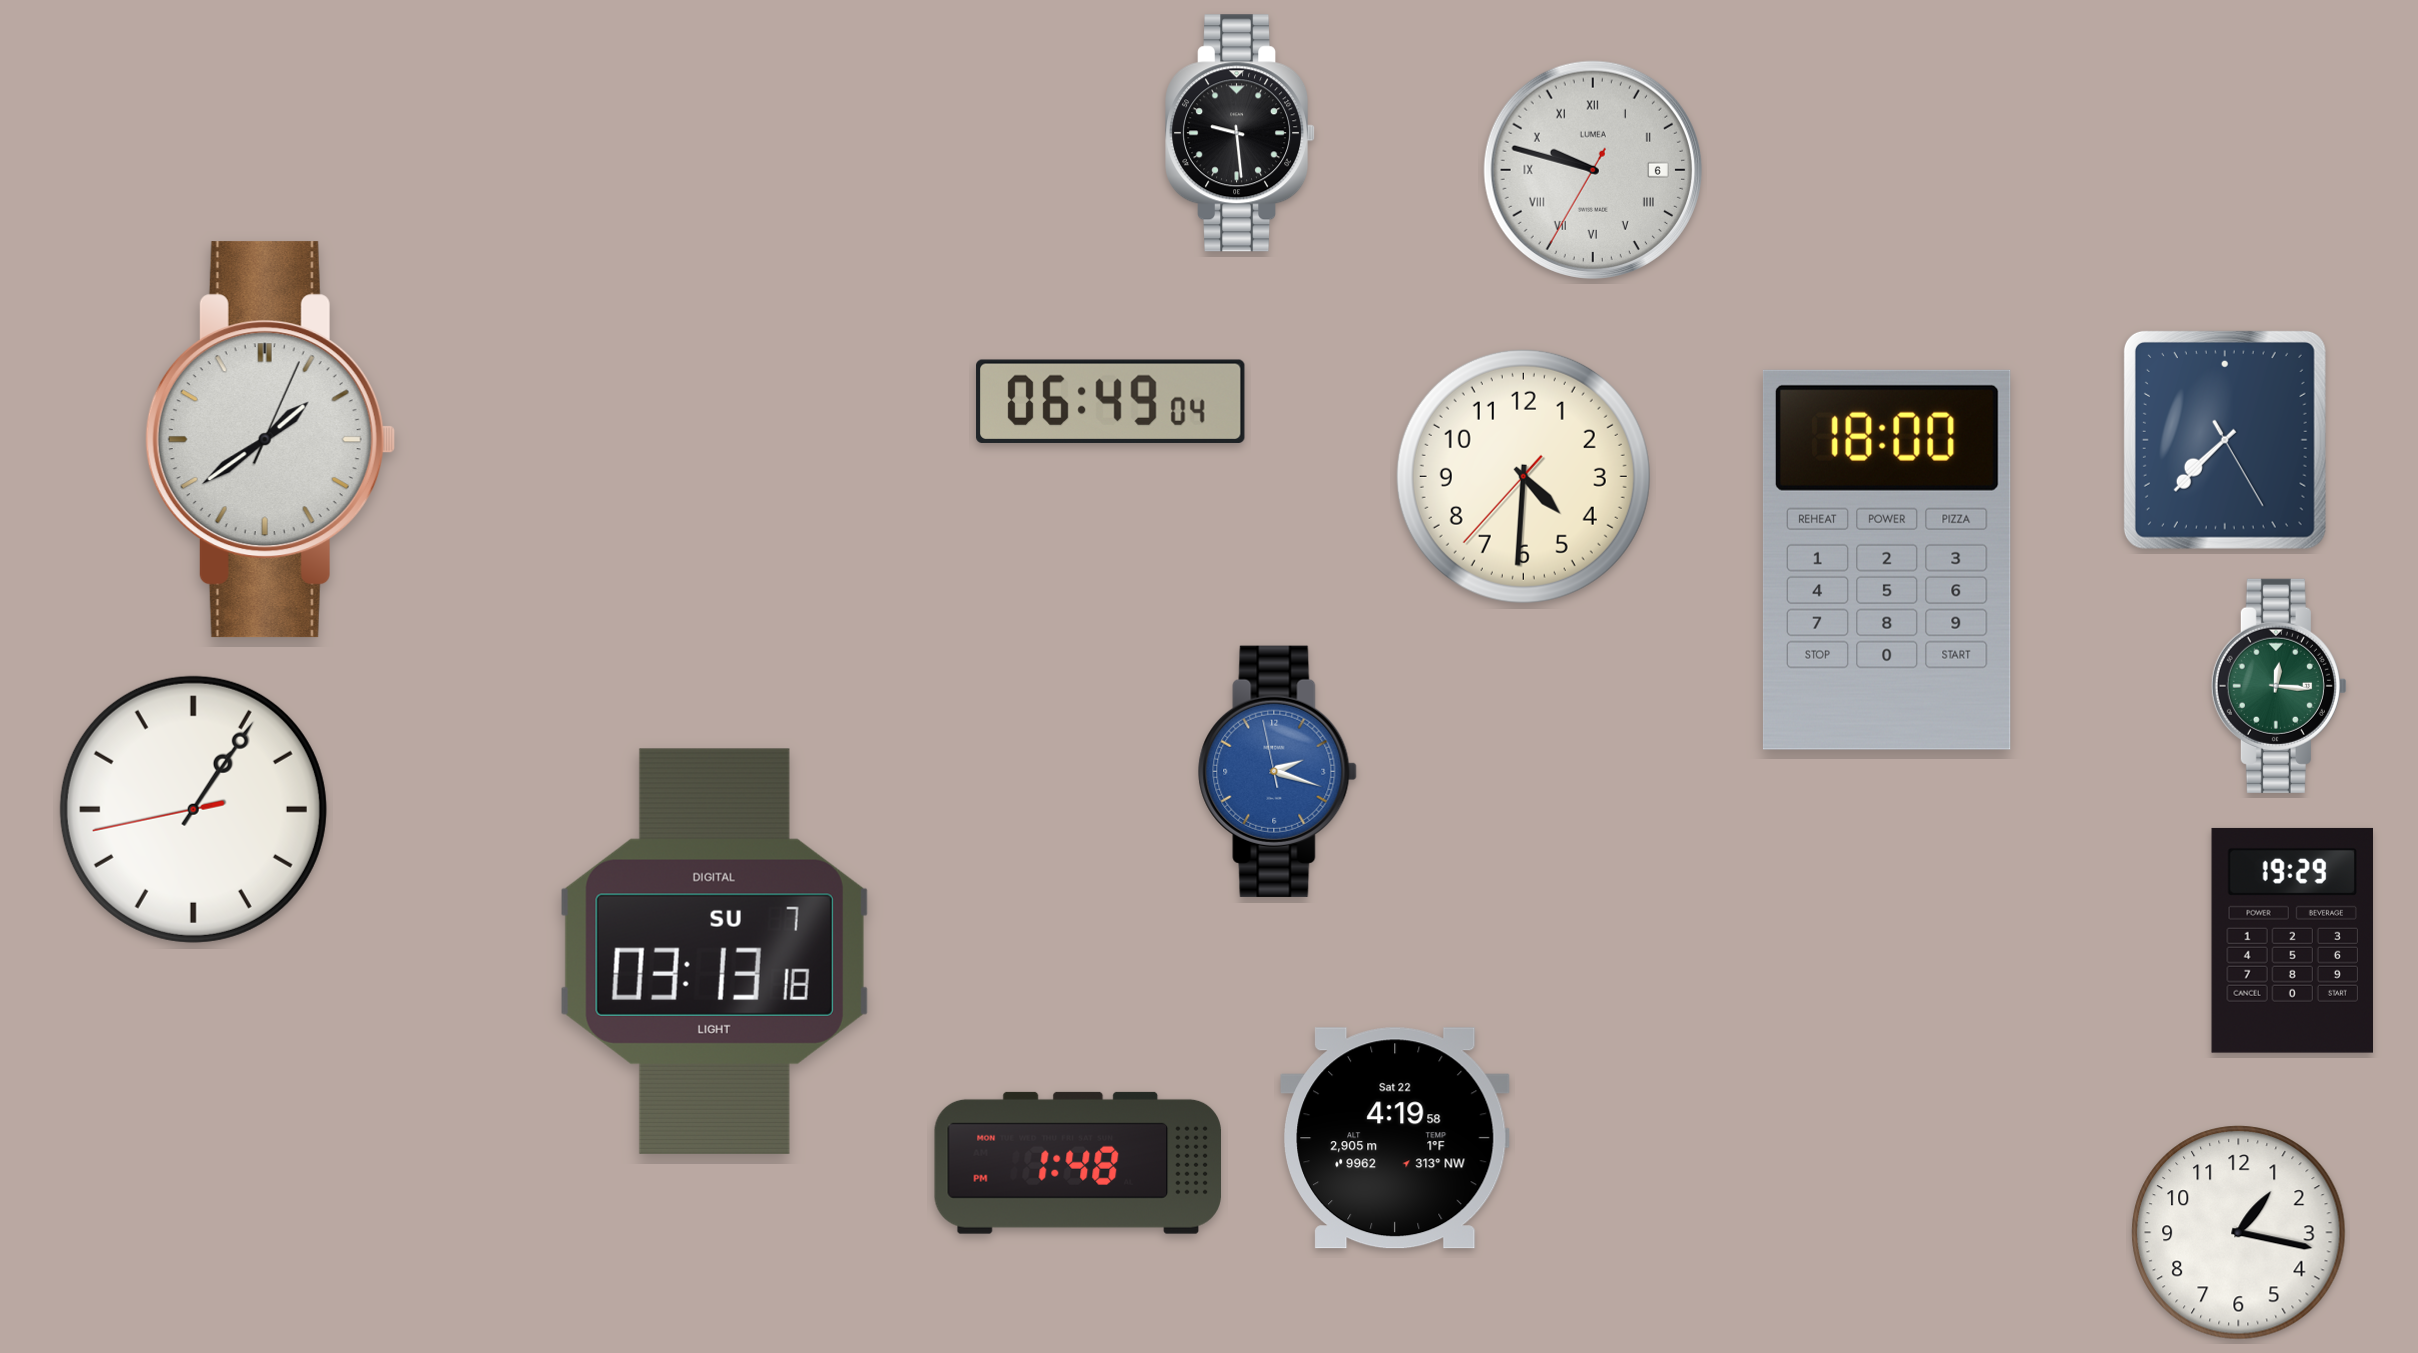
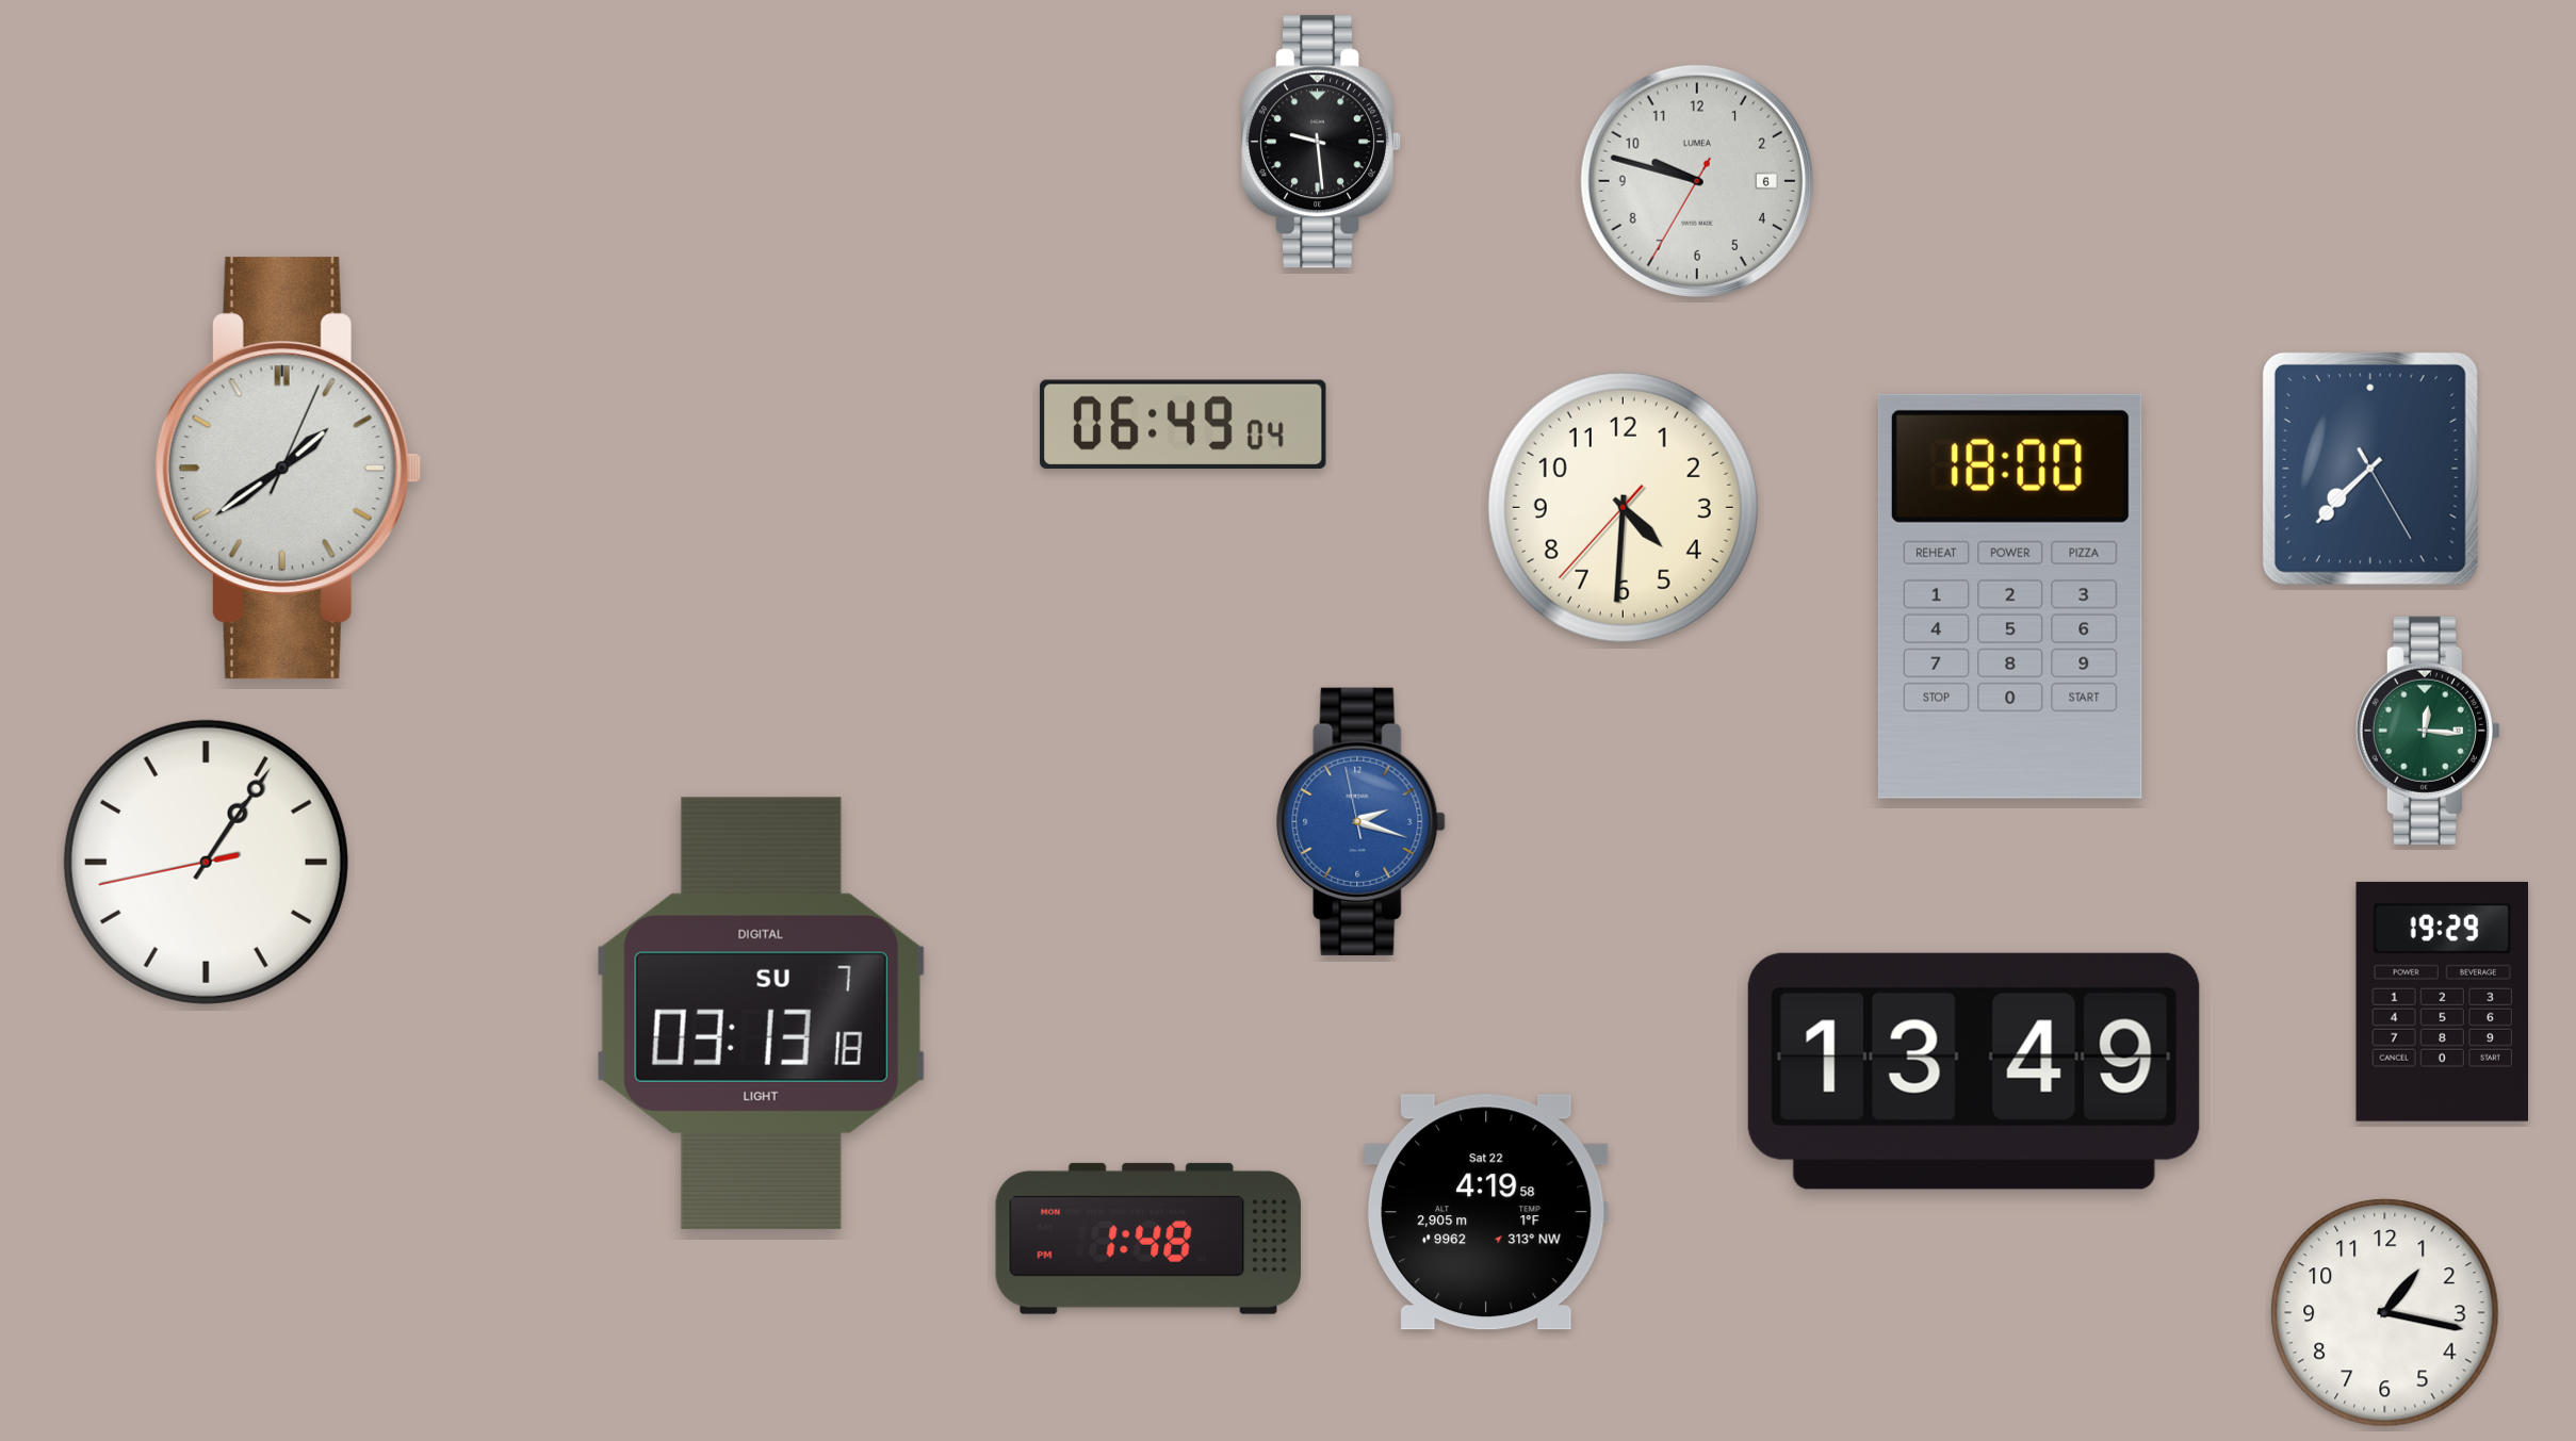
clock at (1593, 170) numerals: Roman -> Arabic
clock at (1111, 401) position: (1111, 401) -> (1184, 424)
clock at (1974, 1071): none -> 13:49
